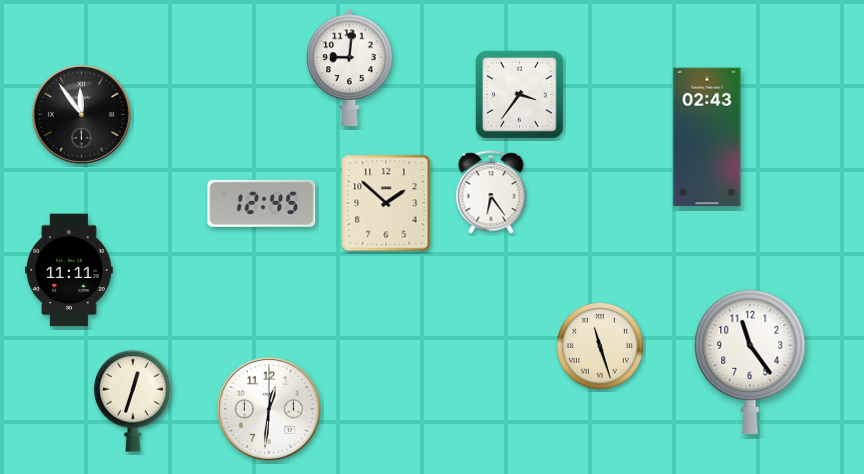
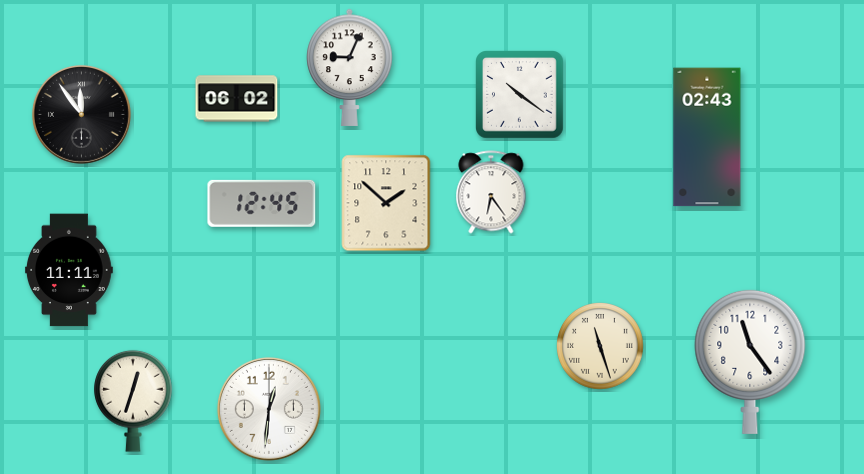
clock at (350, 67): 9:01 -> 9:04
clock at (520, 95): 3:36 -> 10:21
clock at (237, 99): none -> 06:02
